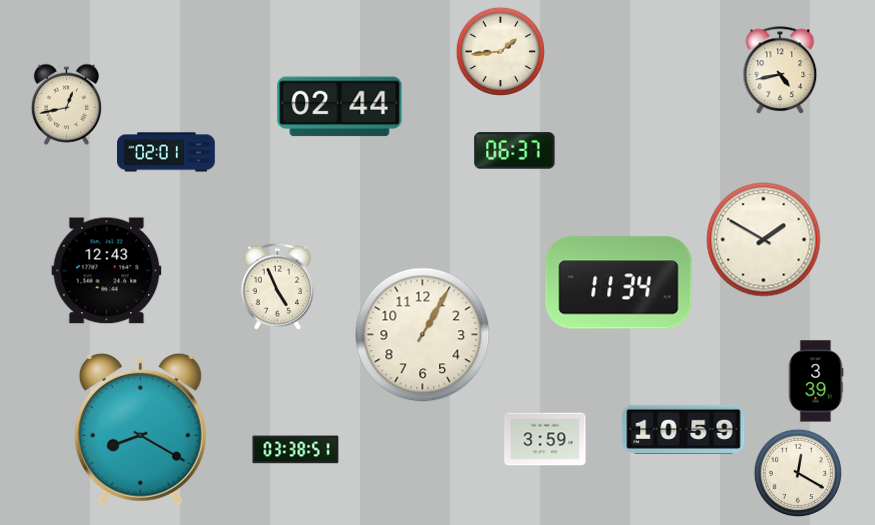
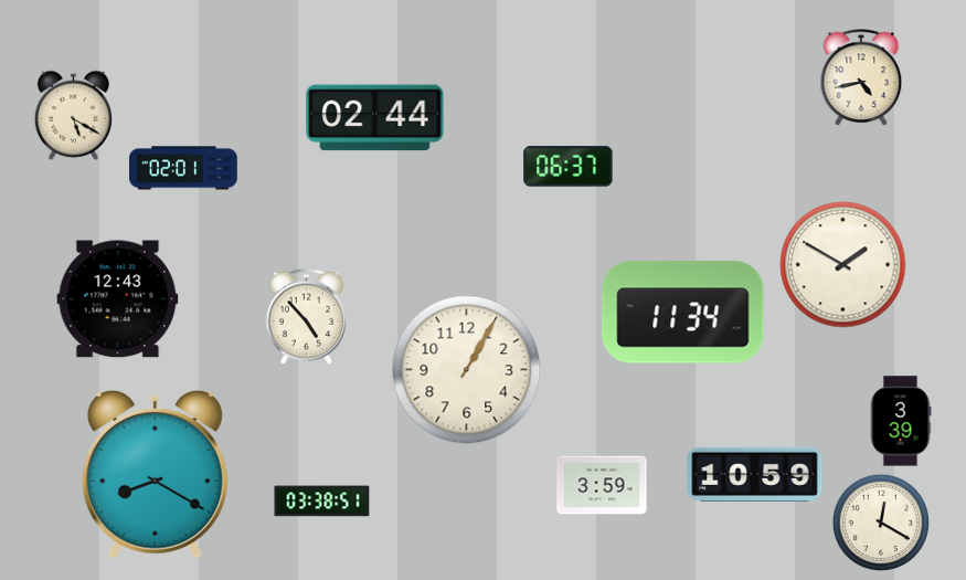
clock at (500, 51): 1:44 -> none
clock at (66, 104): 12:43 -> 5:20
clock at (278, 286): 4:56 -> 4:53
clock at (296, 450) position: (296, 450) -> (322, 502)
